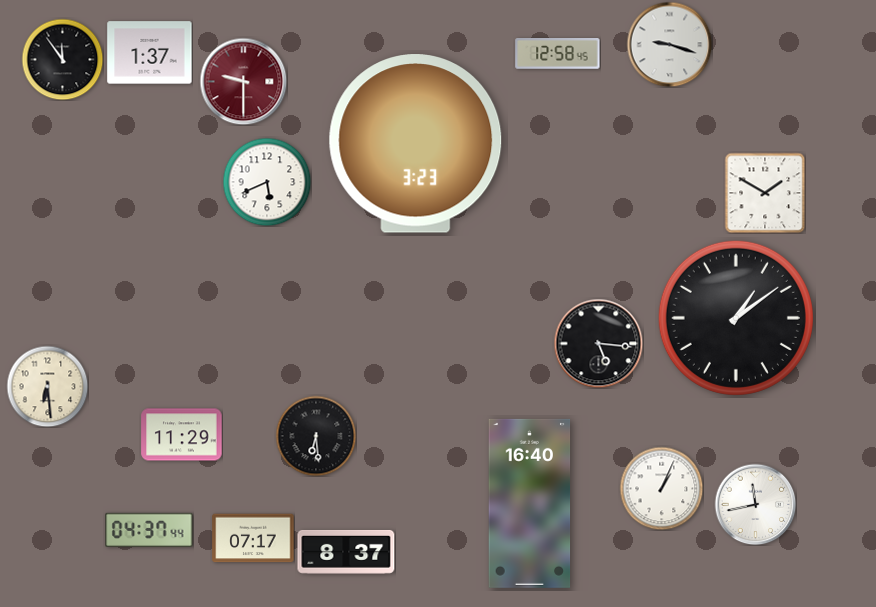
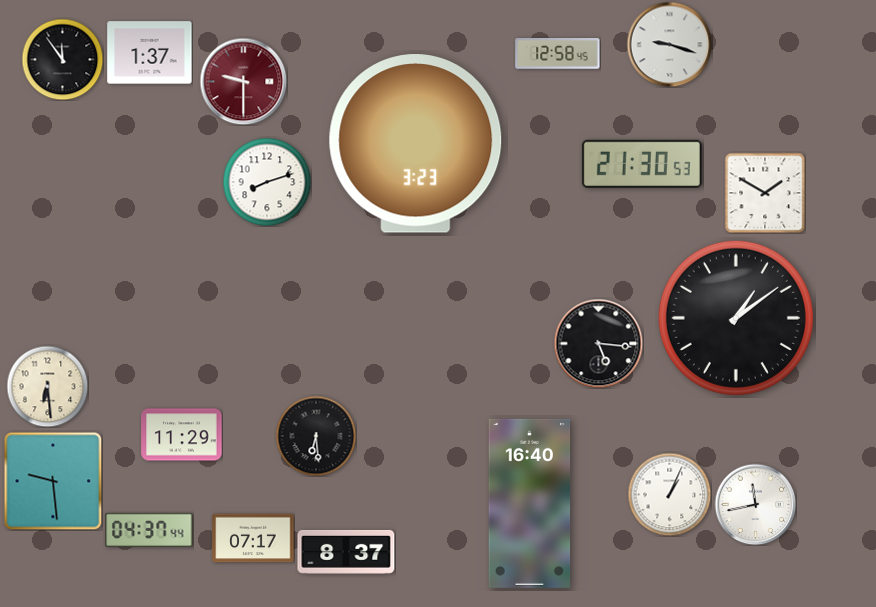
clock at (642, 164): none -> 21:30
clock at (267, 182): 5:41 -> 8:12
clock at (53, 481): none -> 9:29
clock at (661, 488) position: (661, 488) -> (669, 494)
